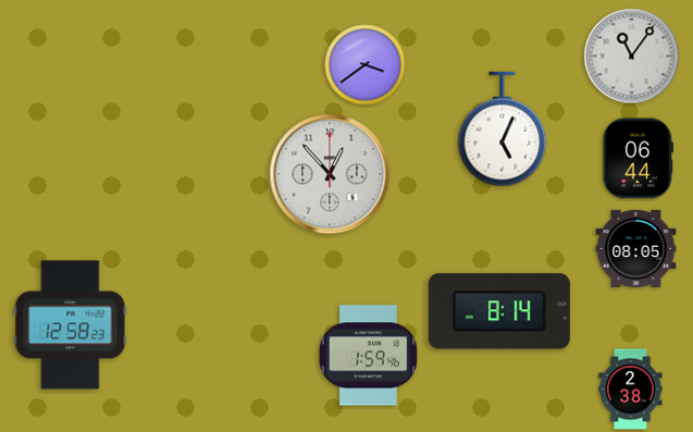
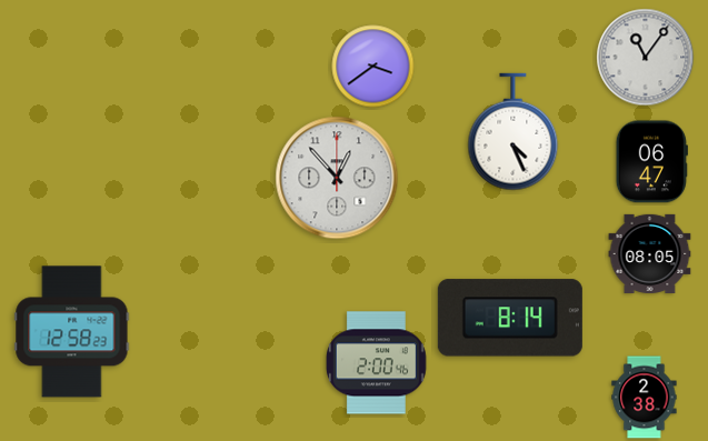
clock at (503, 129): 5:04 -> 4:26
clock at (638, 159): 06:44 -> 06:47
clock at (368, 356): 1:59 -> 2:00
